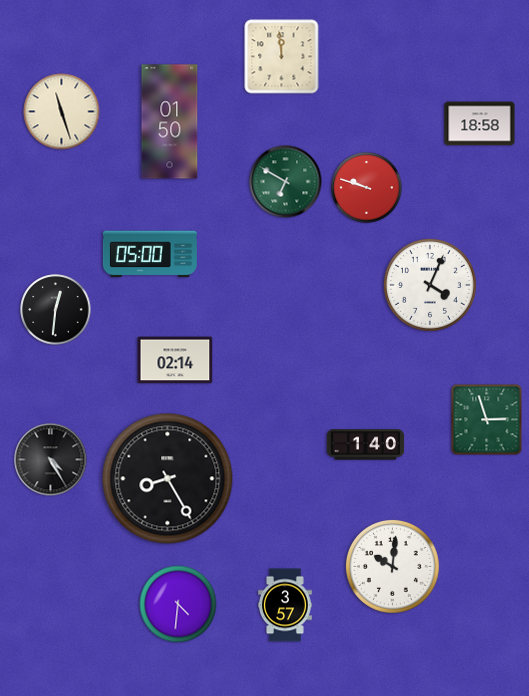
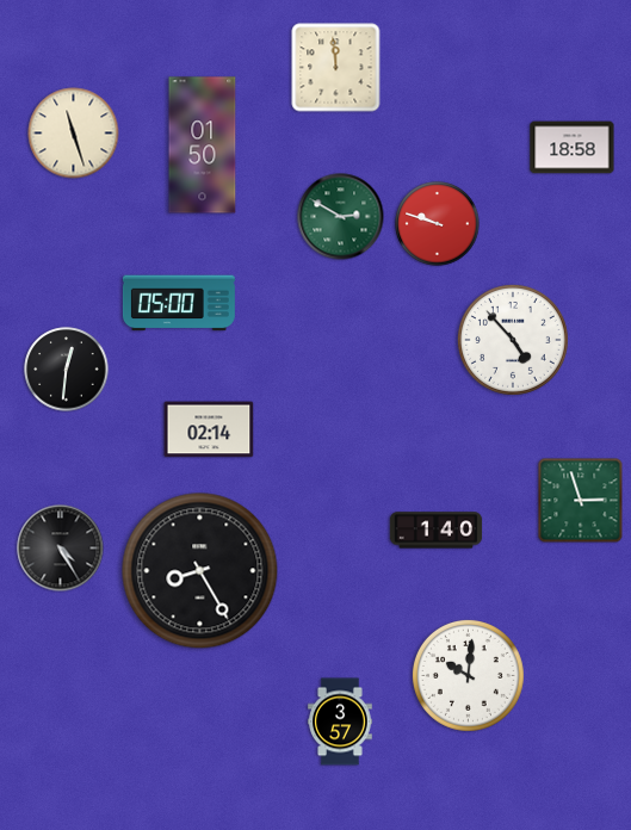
clock at (286, 182): 6:50 -> 2:50
clock at (430, 285): 4:04 -> 4:53
clock at (178, 604): 4:31 -> none
